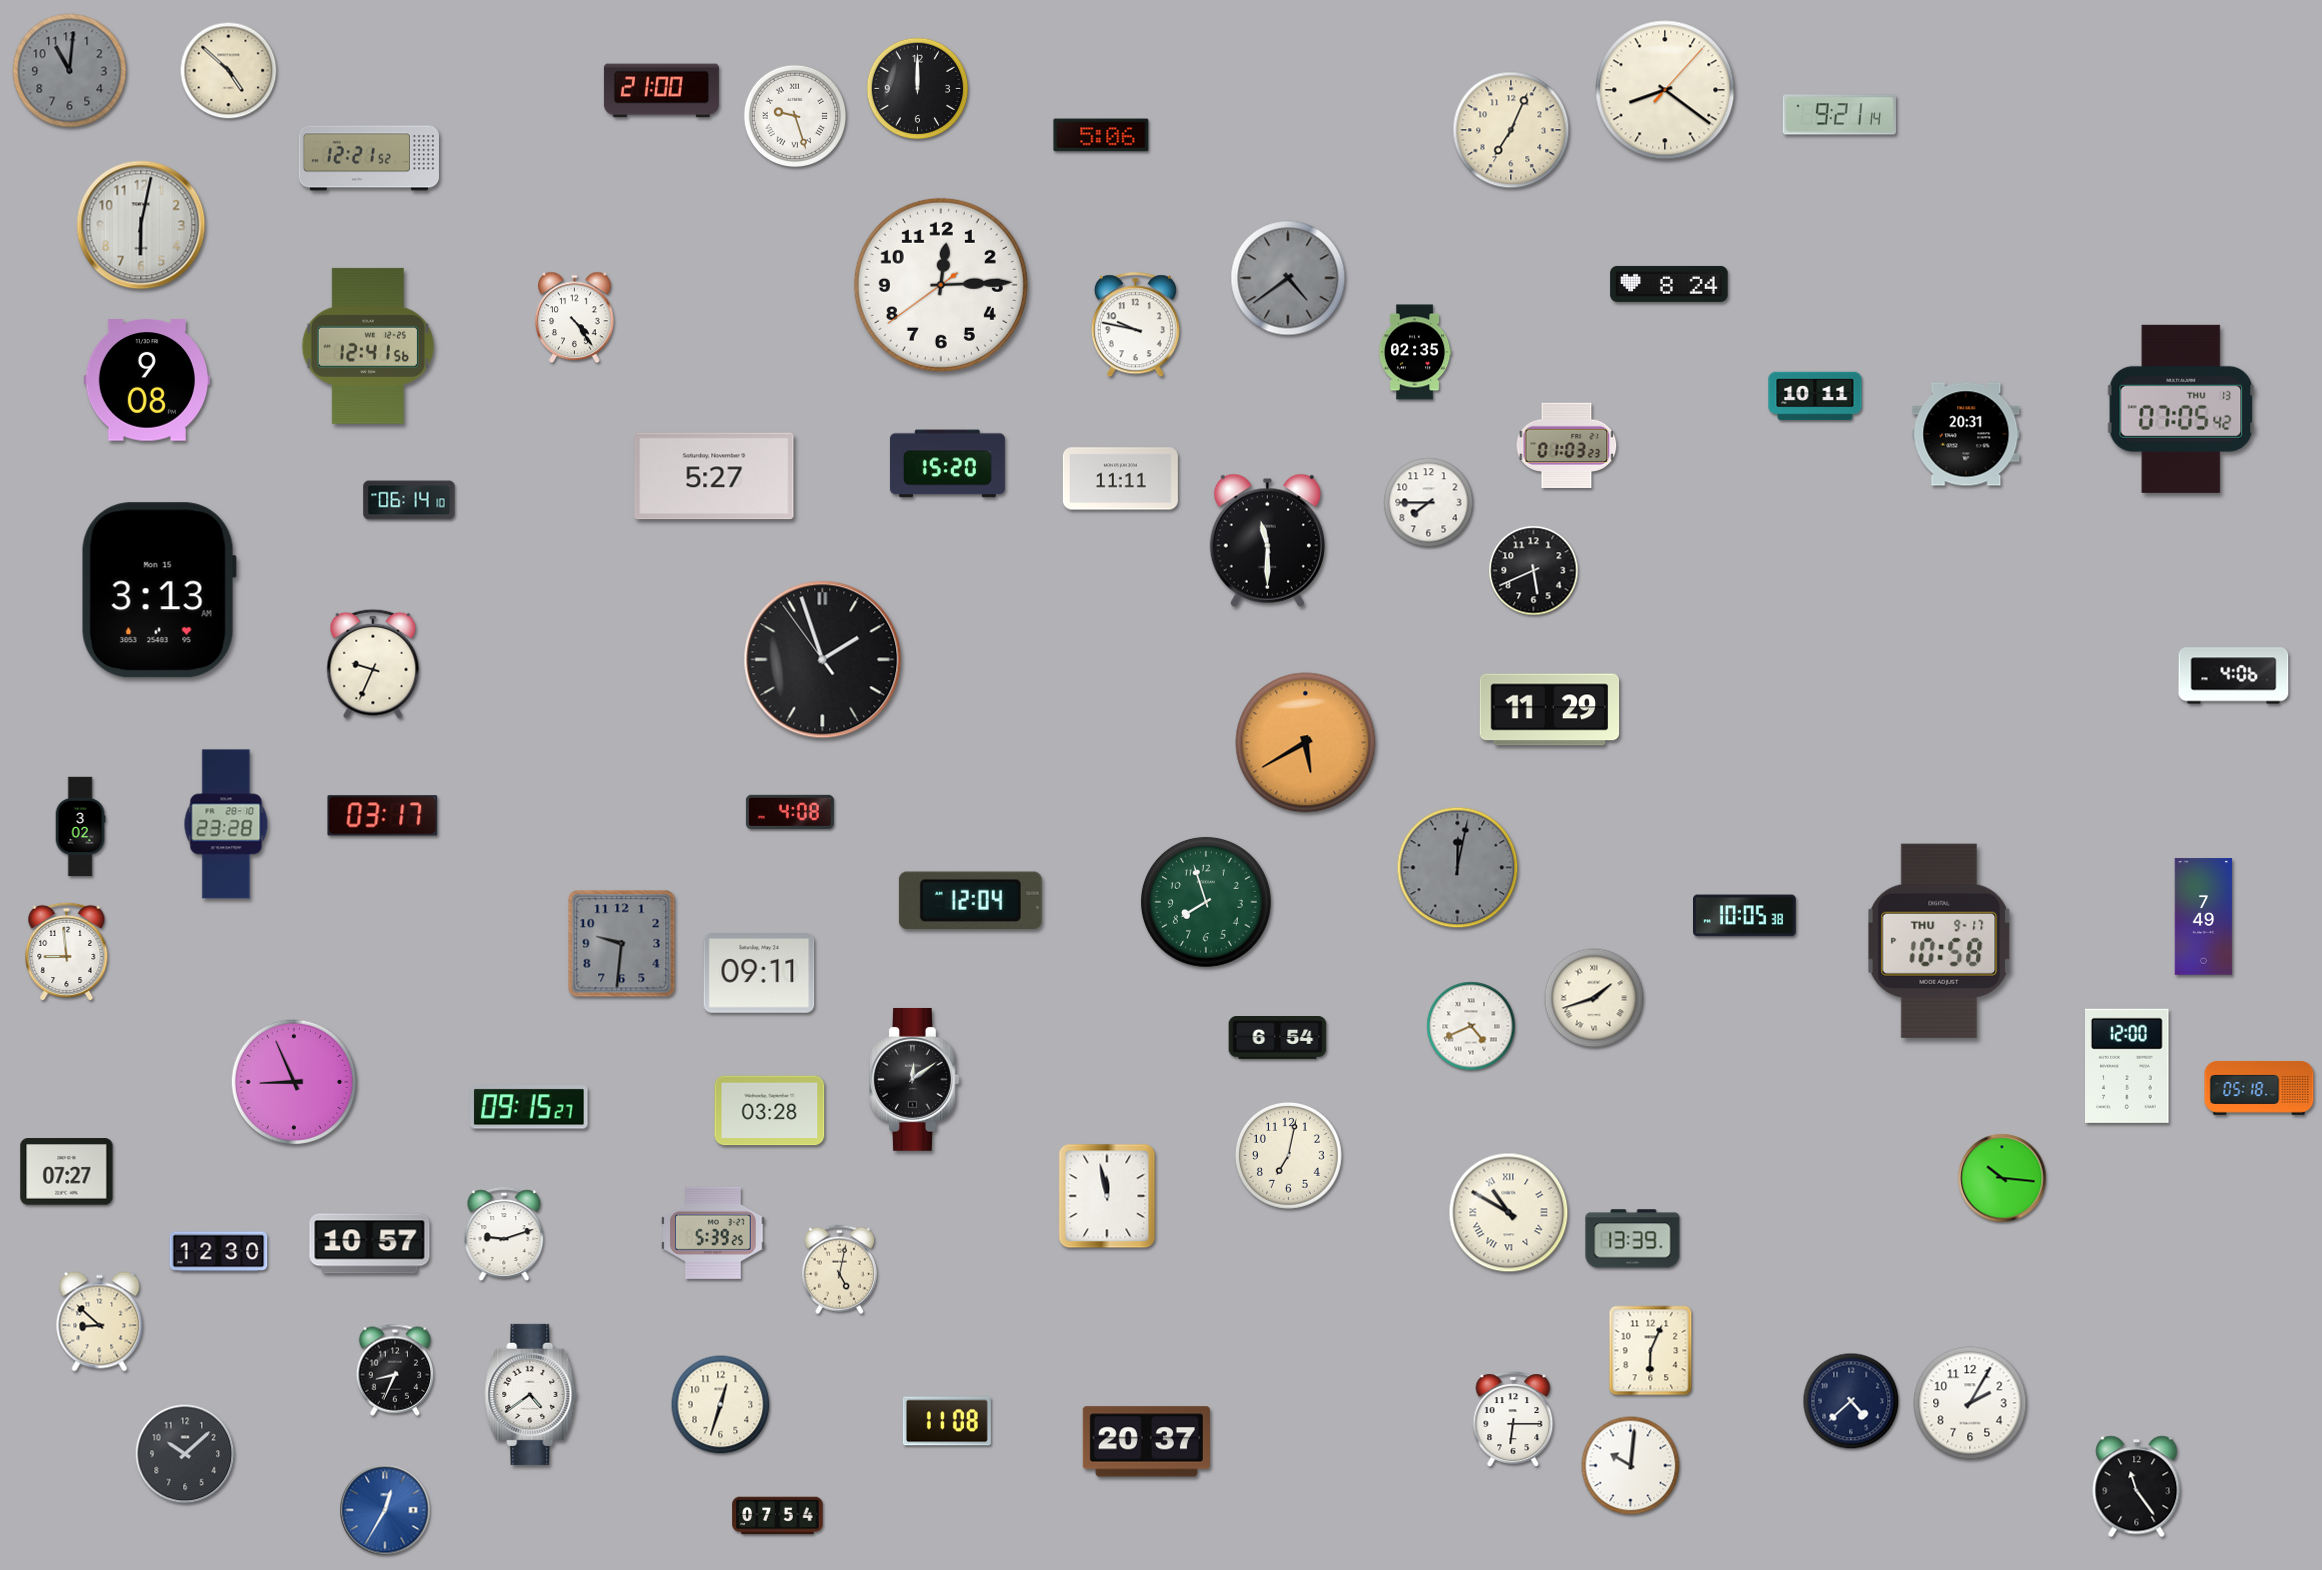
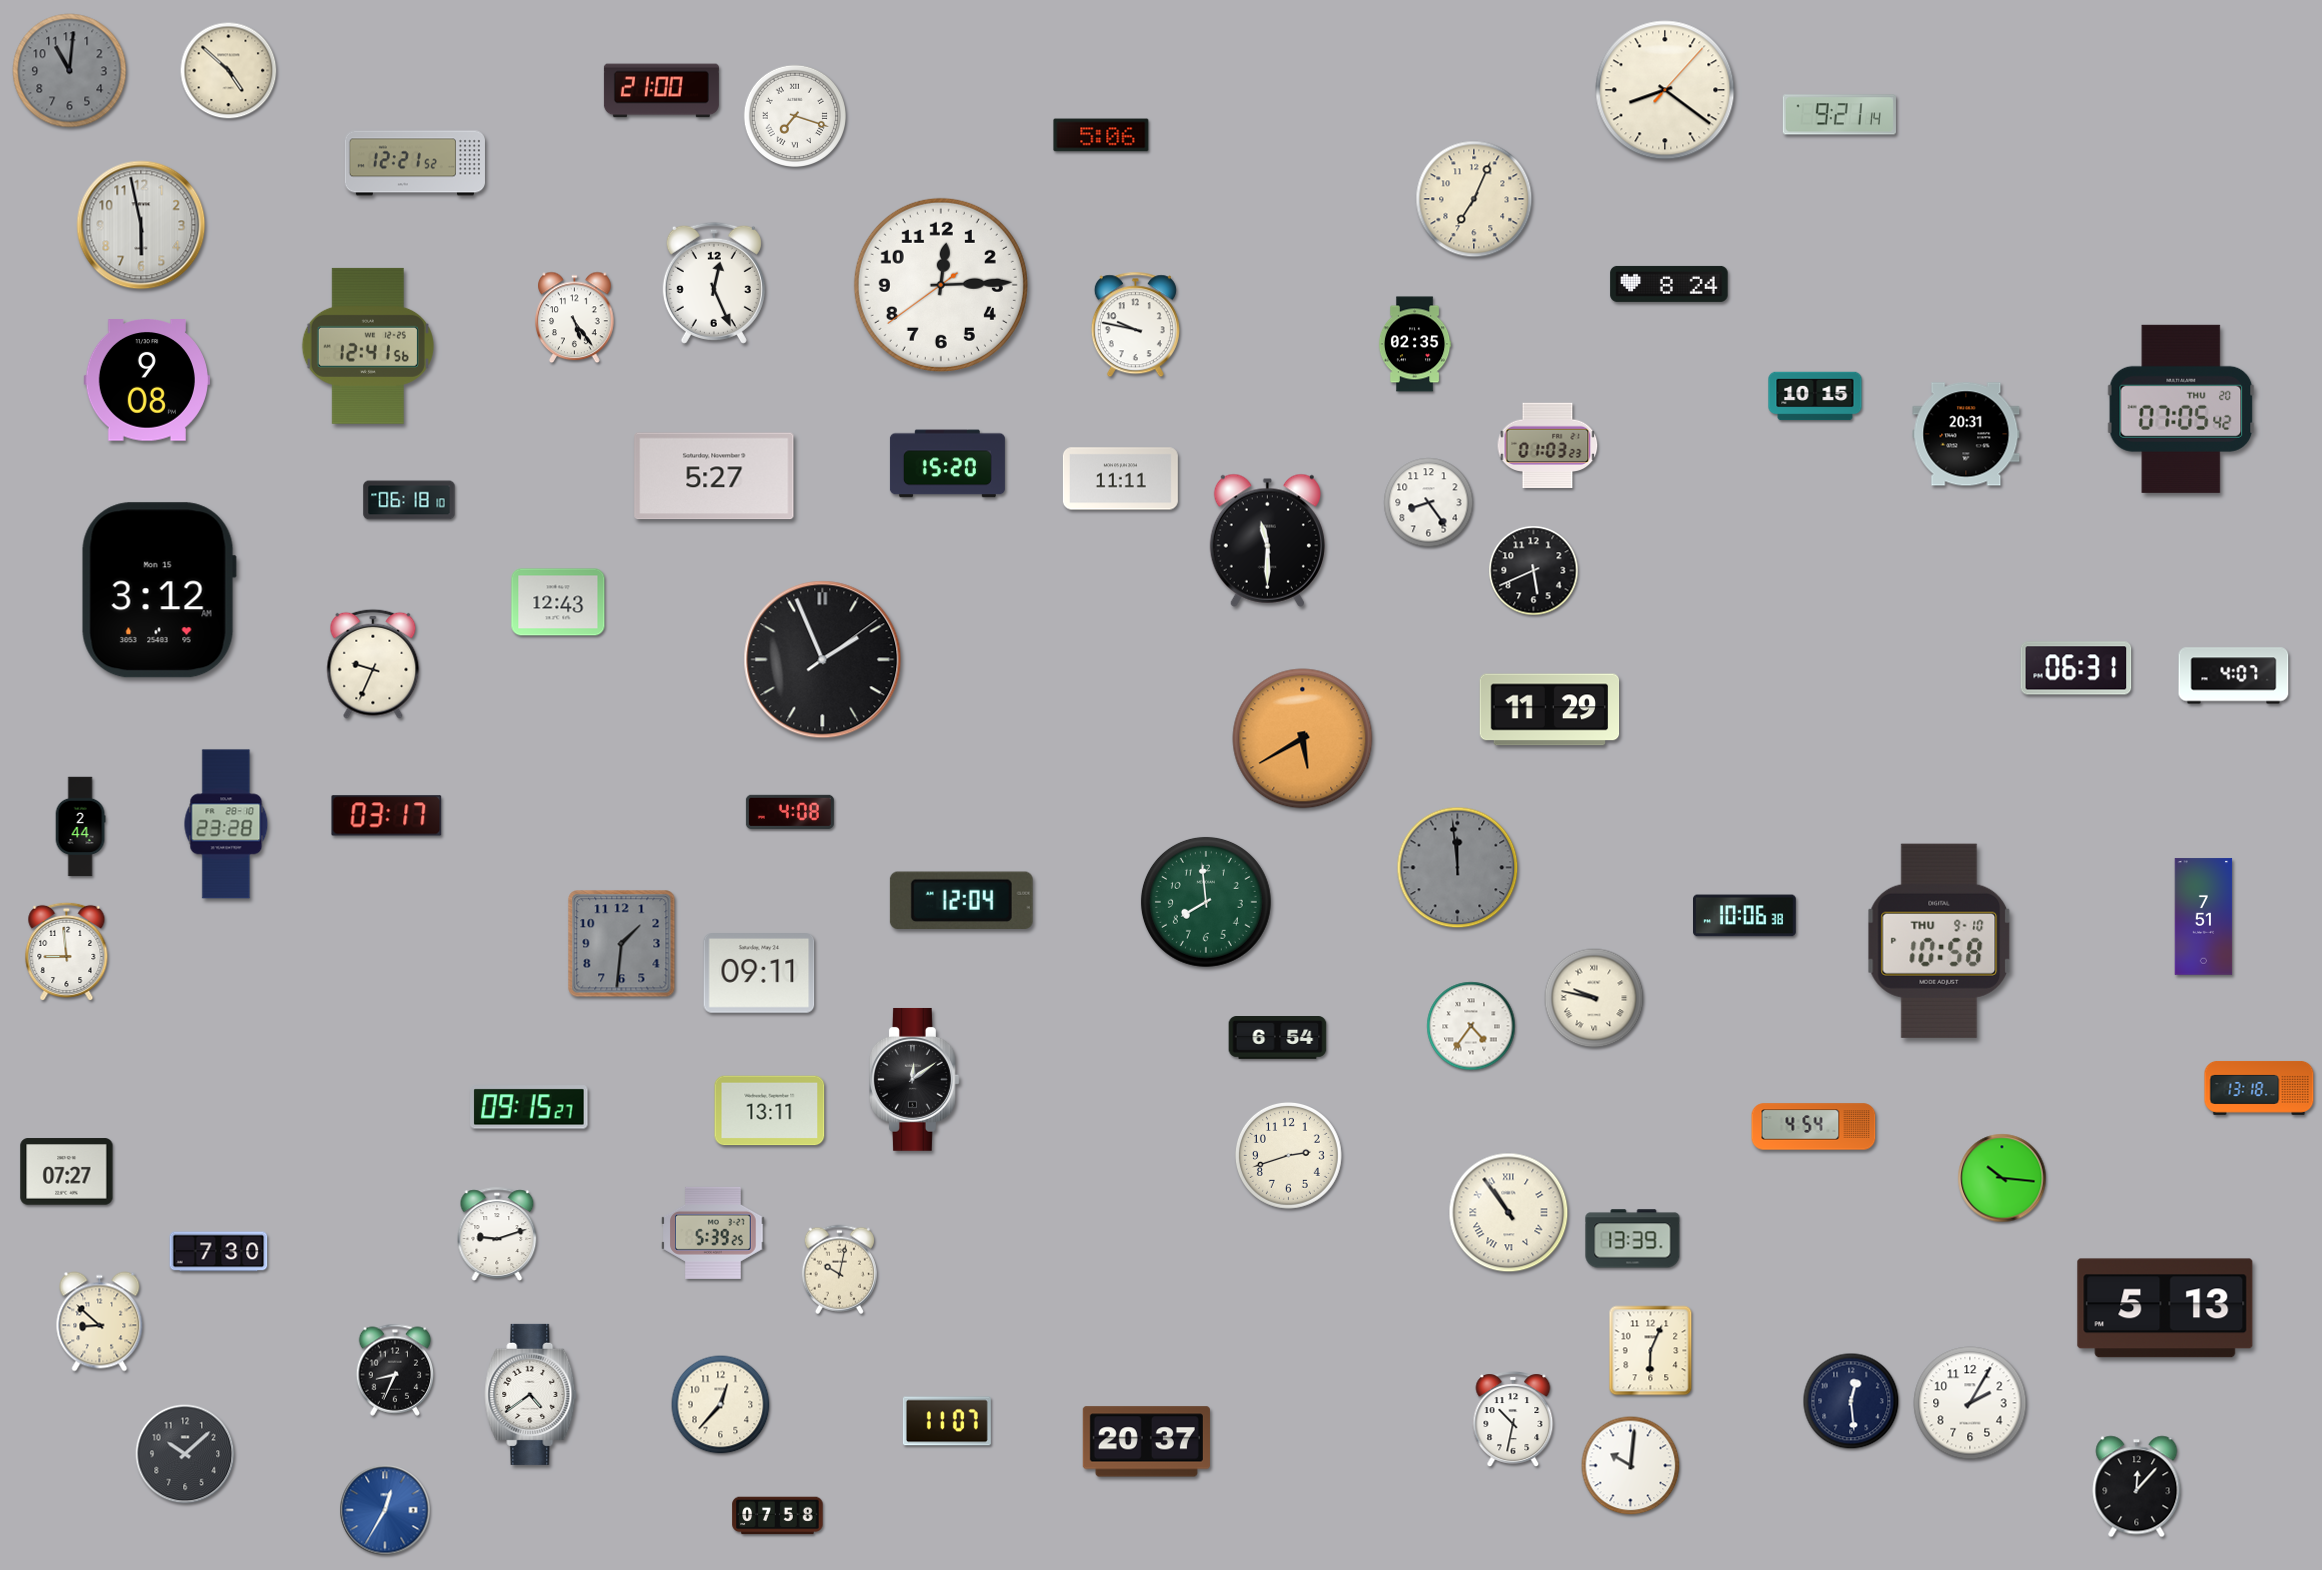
clock at (918, 89): 12:00 -> none
clock at (794, 115): 9:27 -> 7:18
clock at (1511, 130) position: (1511, 130) -> (1474, 199)
clock at (369, 158) position: (369, 158) -> (415, 163)
clock at (141, 225): 6:02 -> 5:58
clock at (1288, 278): 4:39 -> none
clock at (714, 283): none -> 12:26
clock at (575, 318): 4:24 -> 5:24
clock at (1415, 352) position: (1415, 352) -> (1415, 344)
clock at (1815, 396): 10:11 -> 10:15
clock at (2181, 409) date: THU 13 -> THU 20
clock at (1567, 446) position: (1567, 446) -> (1548, 446)
clock at (409, 500): 06:14 -> 06:18
clock at (1429, 503): 7:45 -> 8:24
clock at (159, 590): 3:13 -> 3:12
clock at (558, 602): none -> 12:43
clock at (823, 660): 1:56:54 -> 1:56:09
clock at (2076, 668): none -> 06:31
clock at (2234, 676): 4:06 -> 4:07
clock at (1306, 743) position: (1306, 743) -> (1303, 739)
clock at (383, 816) position: (383, 816) -> (387, 816)
clock at (80, 827): 3:02 -> 2:44
clock at (1458, 868): 12:02 -> 11:59
clock at (970, 901) position: (970, 901) -> (961, 901)
clock at (1206, 902): 7:57 -> 7:59
clock at (1745, 916): 10:05 -> 10:06
clock at (2204, 917): 7:49 -> 7:51
clock at (1939, 941) date: THU 9-17 -> THU 9-10
clock at (622, 944): 9:31 -> 1:31
clock at (1594, 998): 1:42 -> 9:47
clock at (1471, 1026): 4:41 -> 4:36
clock at (2127, 1066): 12:00 -> none
clock at (293, 1081): 8:56 -> none
clock at (2259, 1088): 05:18 -> 13:18
clock at (770, 1111): 03:28 -> 13:11
clock at (1814, 1127): none -> 4:54
clock at (1288, 1155): 7:02 -> 2:42
clock at (1107, 1196): 11:58 -> none
clock at (1509, 1213): 10:50 -> 10:54
clock at (504, 1234) position: (504, 1234) -> (497, 1234)
clock at (370, 1244): 10:57 -> none
clock at (219, 1252): 12:30 -> 7:30
clock at (839, 1270): 5:02 -> 10:02
clock at (2165, 1308): none -> 5:13
clock at (1851, 1401): 4:38 -> 12:29
clock at (721, 1405): 12:33 -> 12:37
clock at (1513, 1419): 6:15 -> 10:32
clock at (947, 1421): 11:08 -> 11:07
clock at (2137, 1487): 11:24 -> 12:07
clock at (778, 1516): 07:54 -> 07:58
